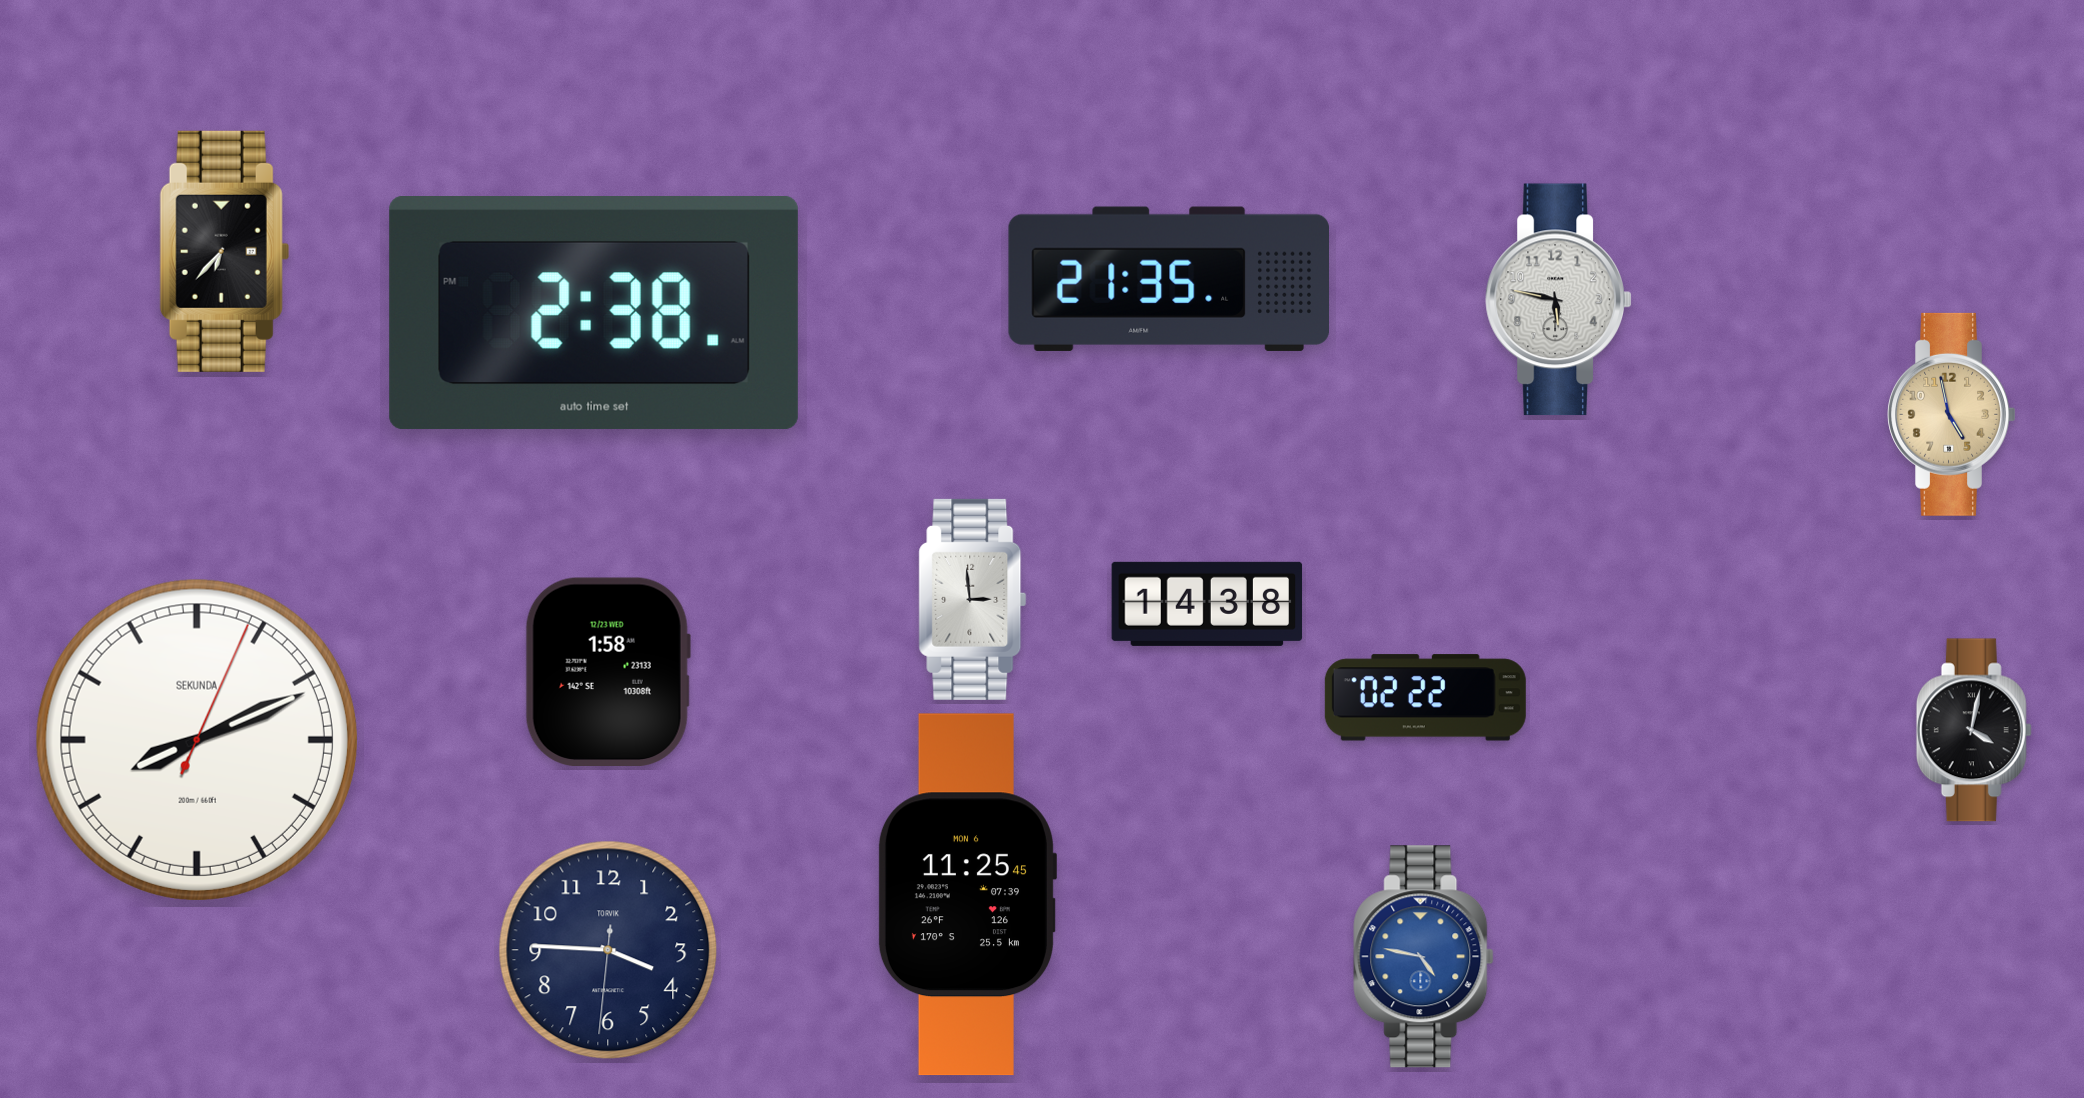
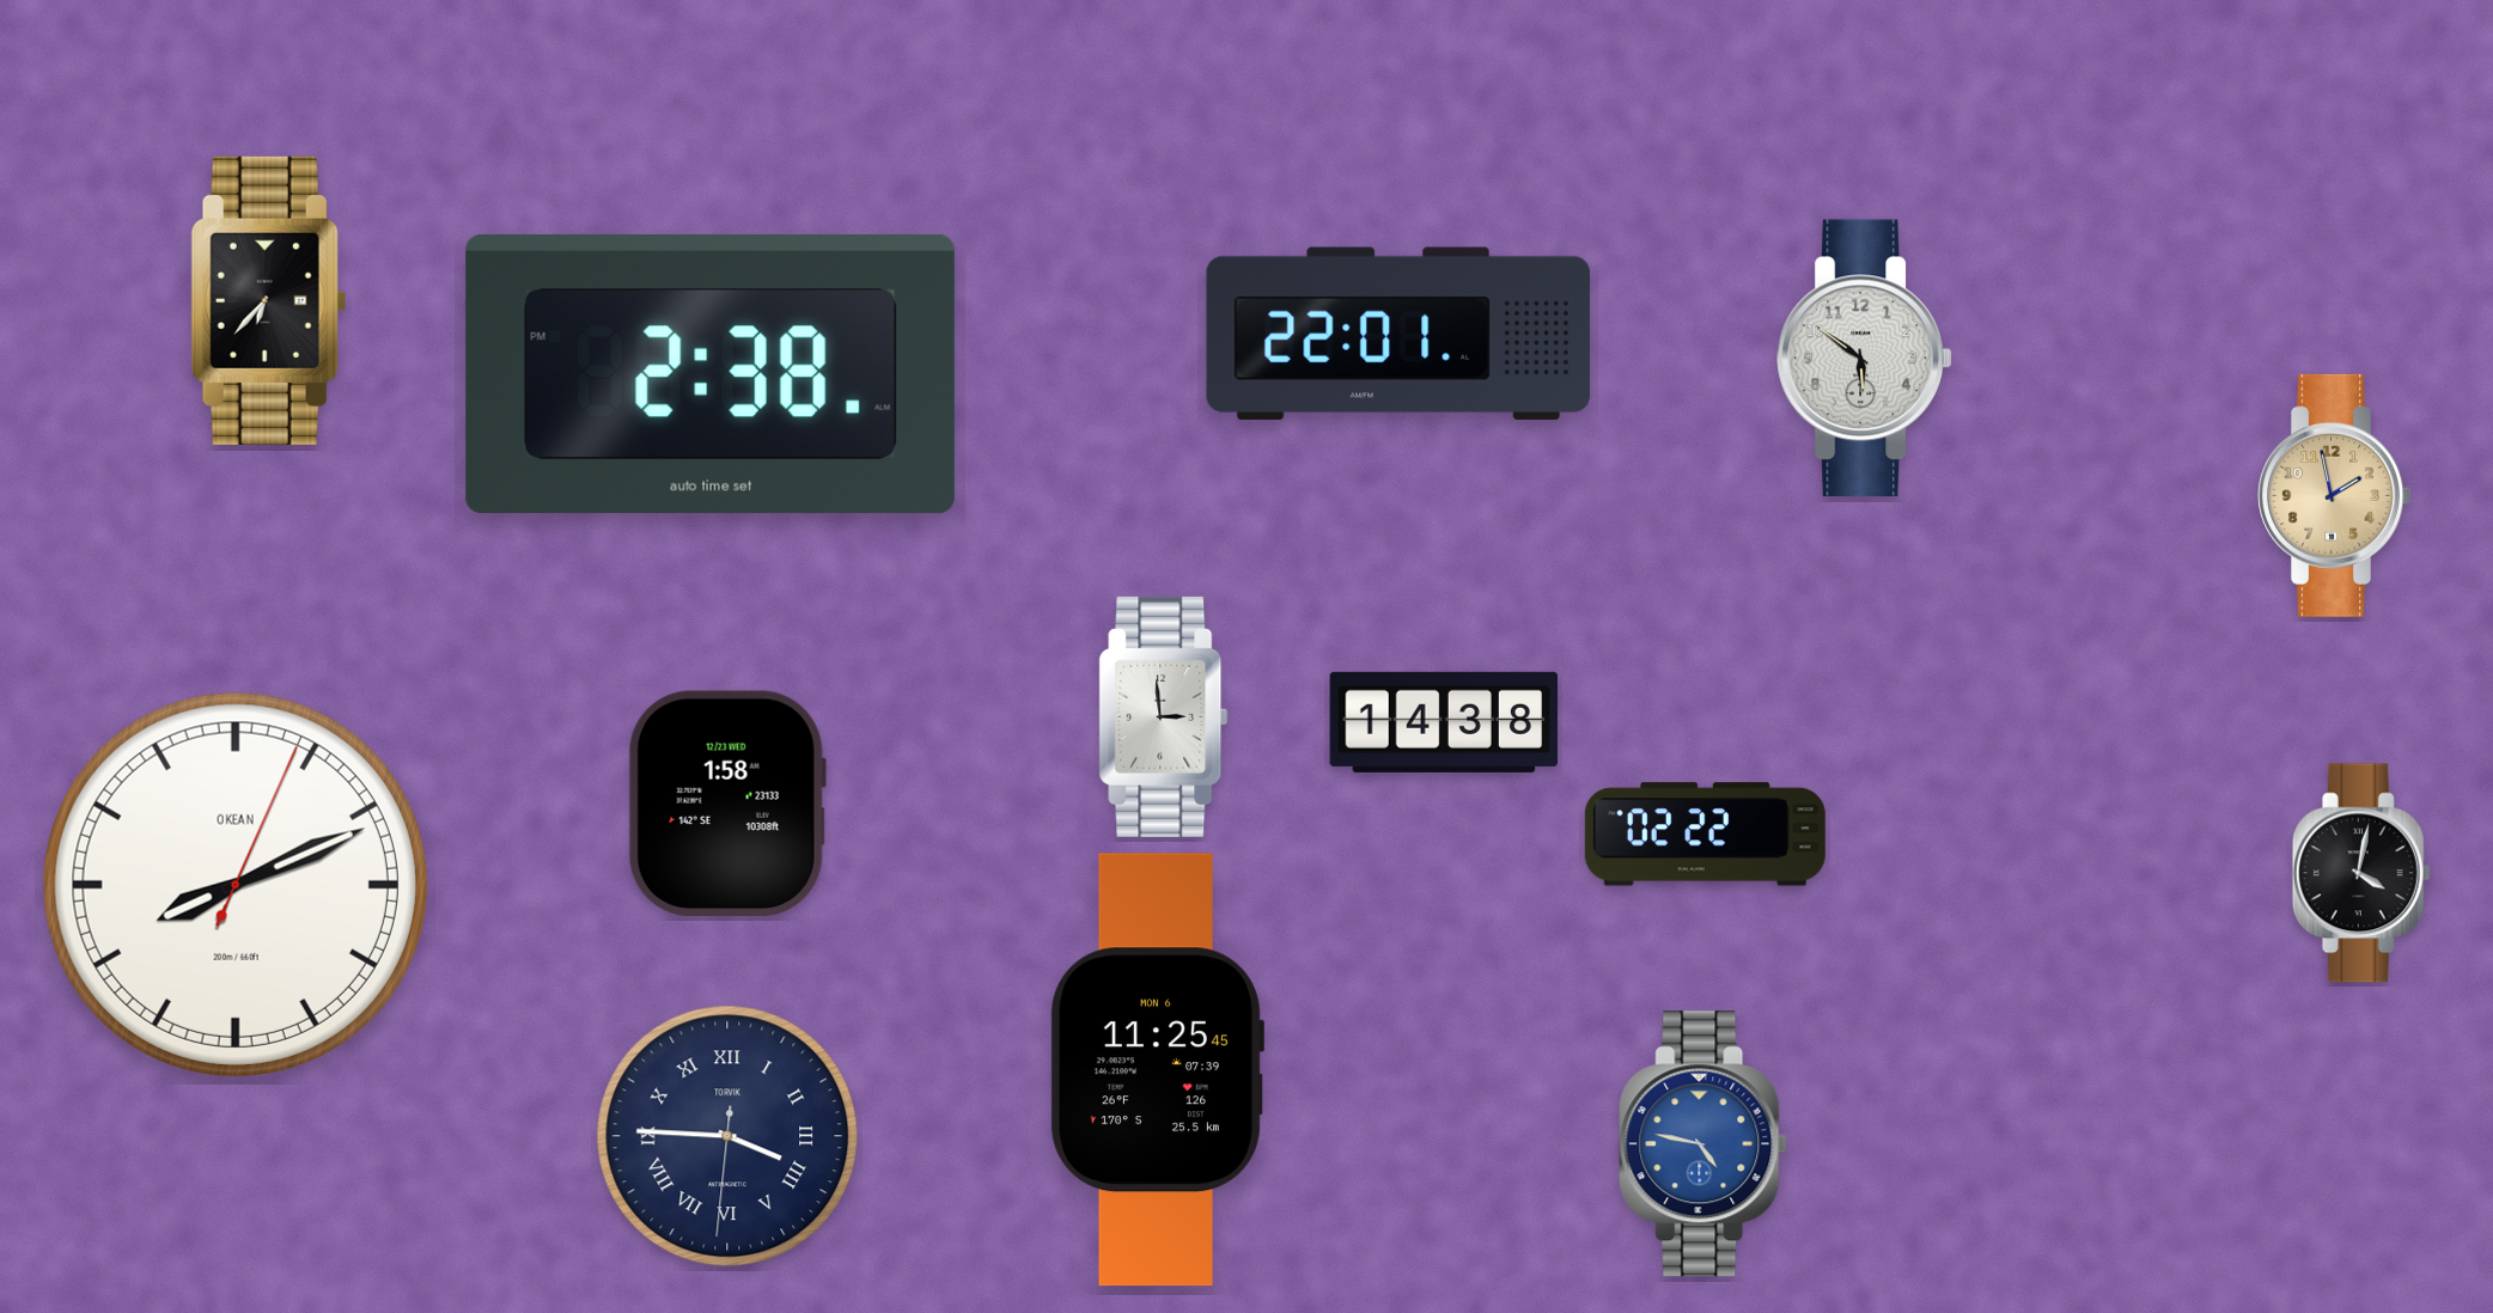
clock at (1168, 279): 21:35 -> 22:01
clock at (1559, 300): 5:47 -> 5:51
clock at (1952, 414): 4:58 -> 1:58
clock at (197, 740) brand: SEKUNDA -> OKEAN
clock at (608, 950) numerals: Arabic -> Roman
